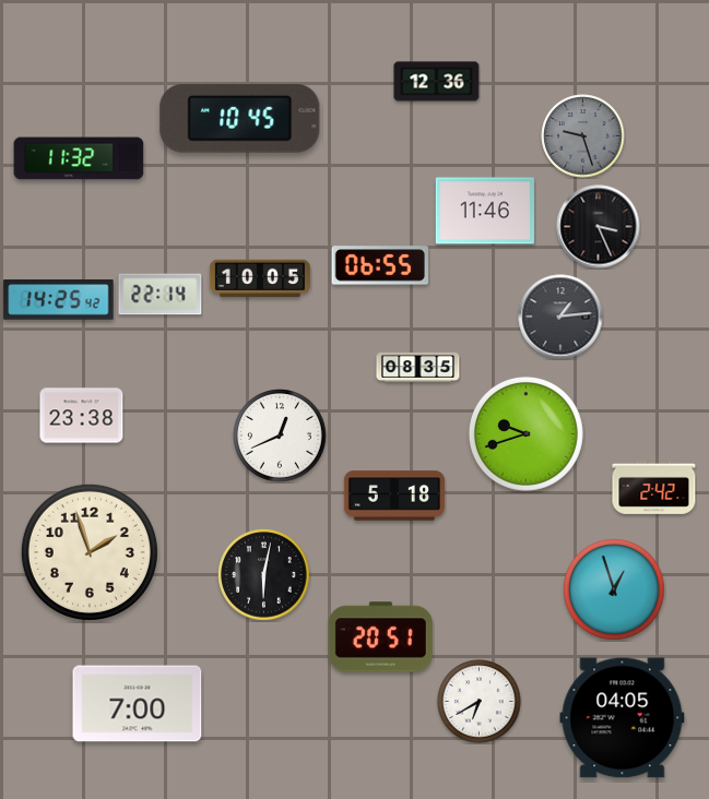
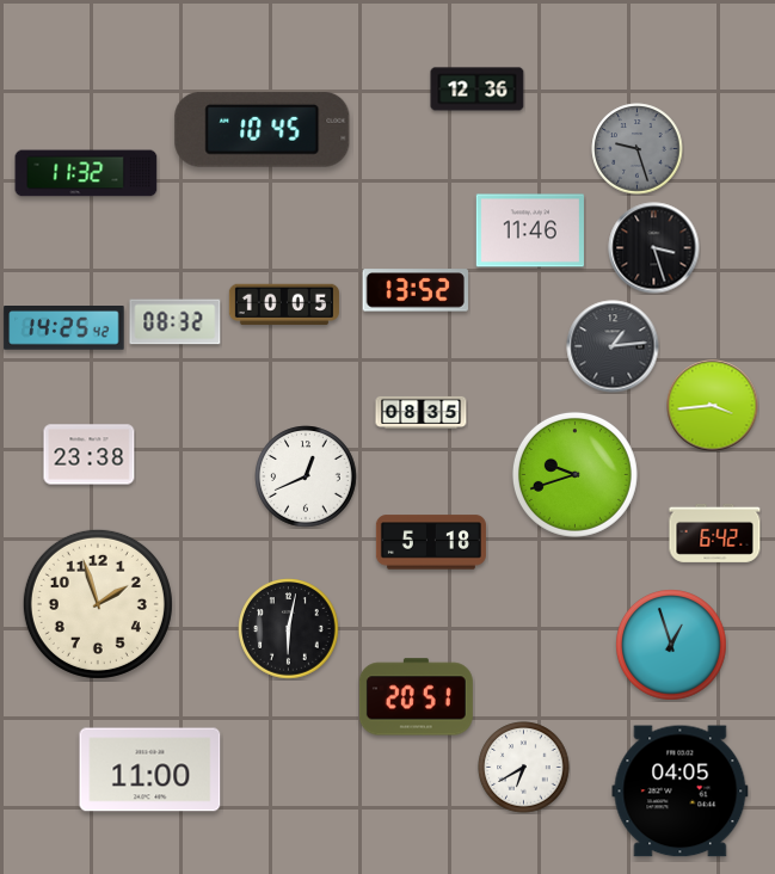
clock at (599, 227): 3:26 -> 3:27
clock at (379, 265): 06:55 -> 13:52
clock at (161, 295): 22:14 -> 08:32
clock at (418, 367) position: (418, 367) -> (422, 412)
clock at (713, 406): none -> 3:44
clock at (654, 487): 2:42 -> 6:42
clock at (138, 704): 7:00 -> 11:00
clock at (623, 718) position: (623, 718) -> (681, 792)
